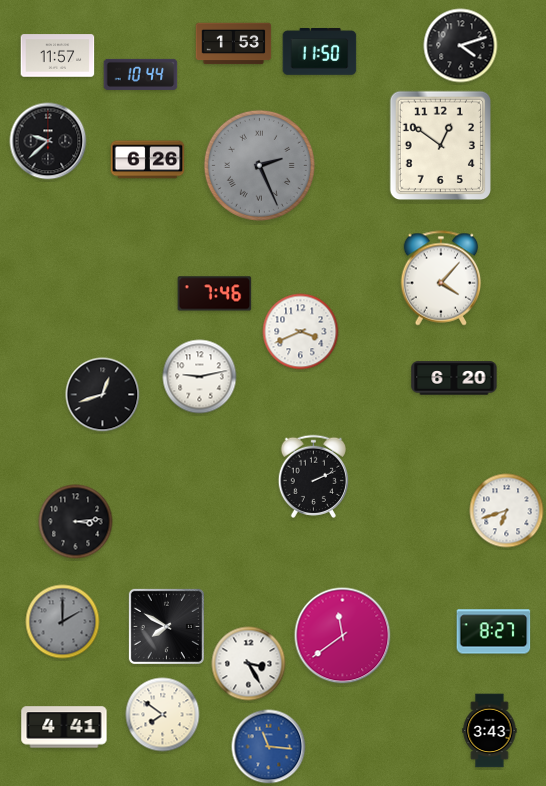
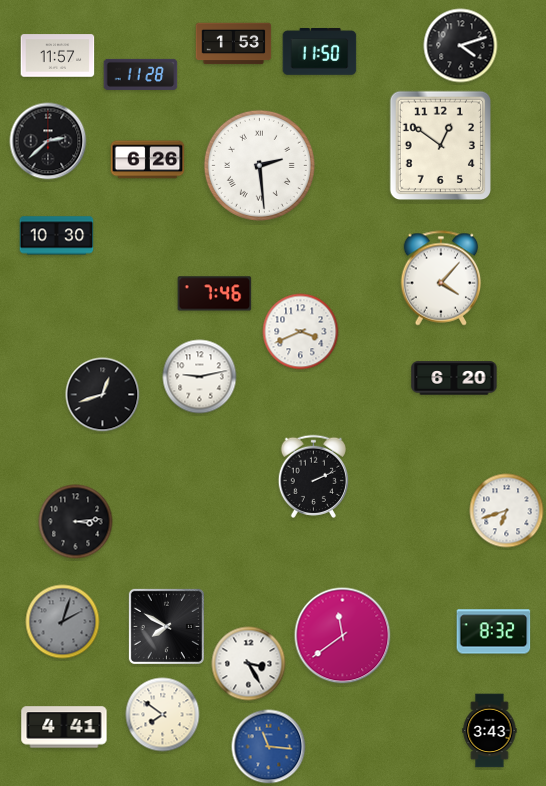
clock at (141, 74): 10:44 -> 11:28
clock at (48, 141): 9:38 -> 2:38
clock at (259, 165): 2:26 -> 2:29
clock at (259, 165) dial: grey -> white
clock at (57, 236): none -> 10:30
clock at (63, 622): 2:00 -> 2:03
clock at (494, 632): 8:27 -> 8:32
